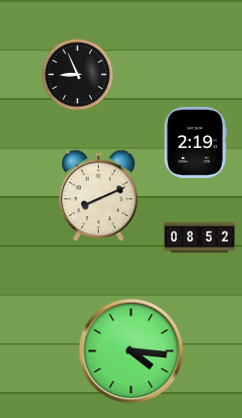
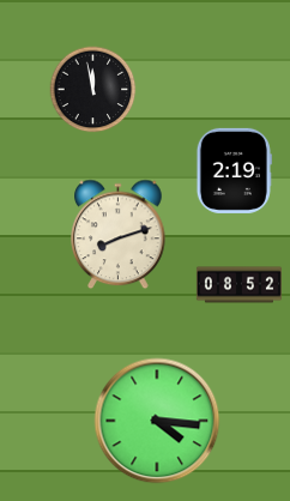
clock at (78, 75): 8:56 -> 11:58
clock at (99, 196): 8:11 -> 8:12
